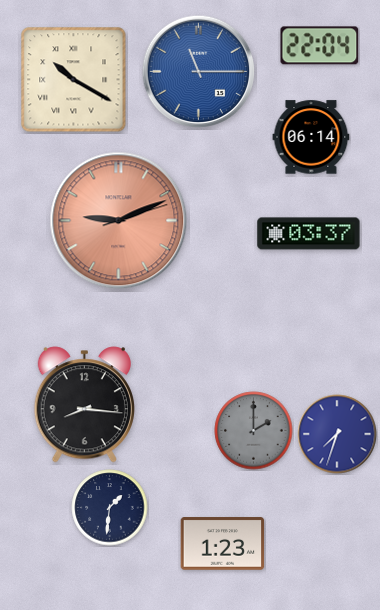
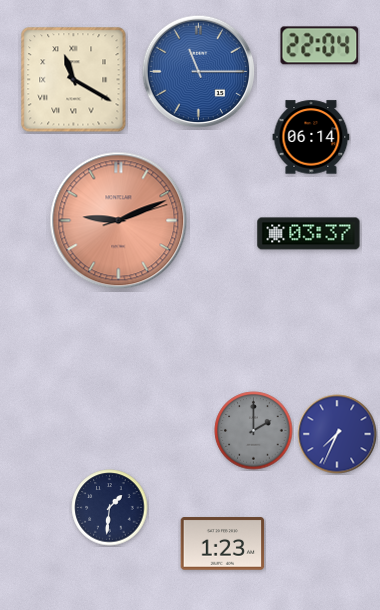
clock at (74, 80): 10:20 -> 11:20
clock at (84, 405): 8:16 -> none
clock at (337, 434): 7:33 -> 7:34
